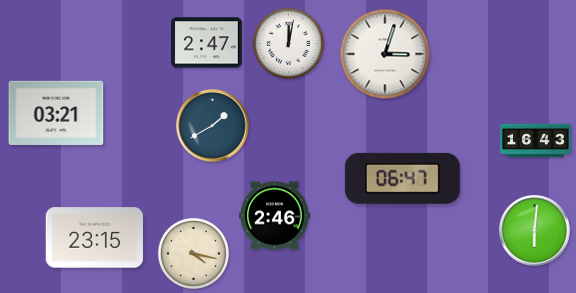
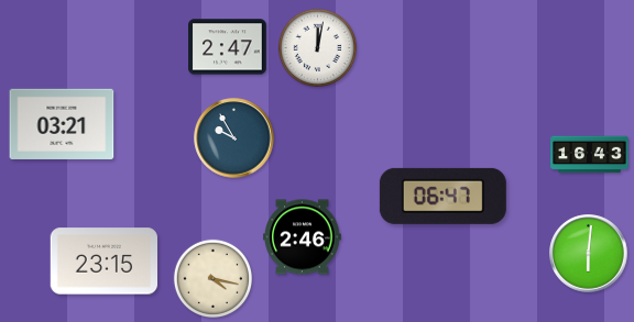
clock at (385, 54): 3:03 -> none
clock at (213, 126): 1:40 -> 9:55
